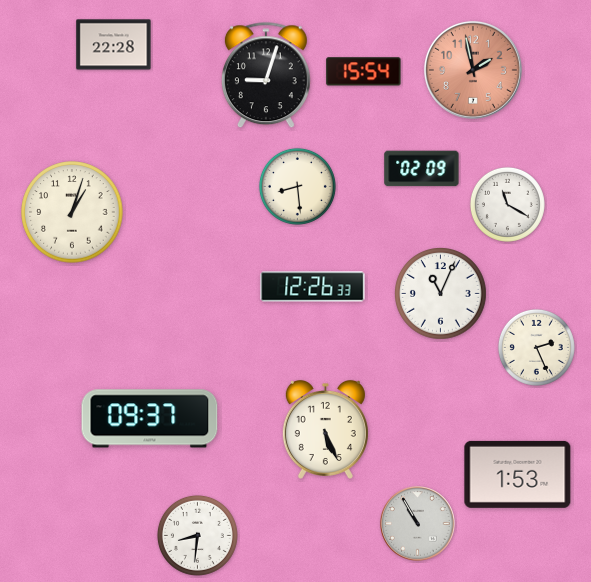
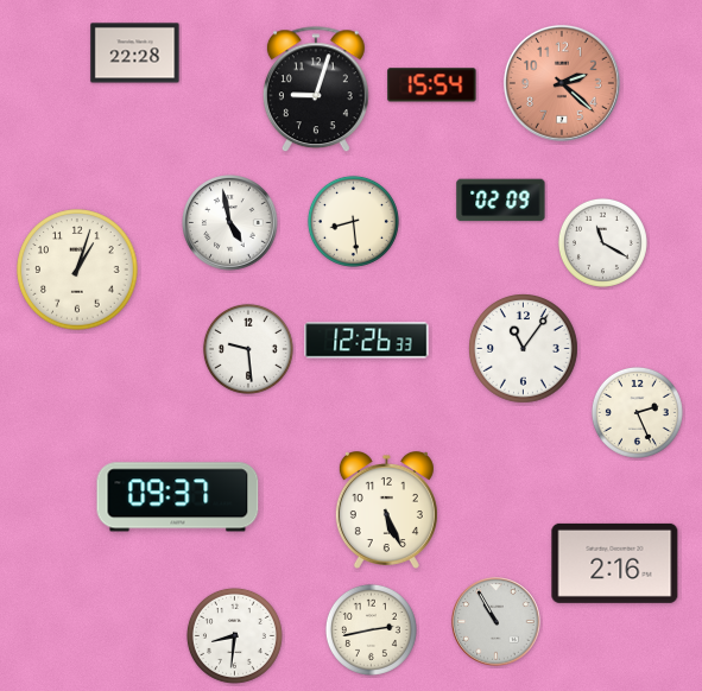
clock at (473, 70): 1:58 -> 2:22
clock at (230, 223): none -> 4:58
clock at (72, 212) position: (72, 212) -> (77, 270)
clock at (313, 287) position: (313, 287) -> (367, 341)
clock at (248, 349): none -> 9:29
clock at (441, 294): 11:04 -> 11:06
clock at (518, 474): 1:53 -> 2:16
clock at (371, 629): none -> 2:43
